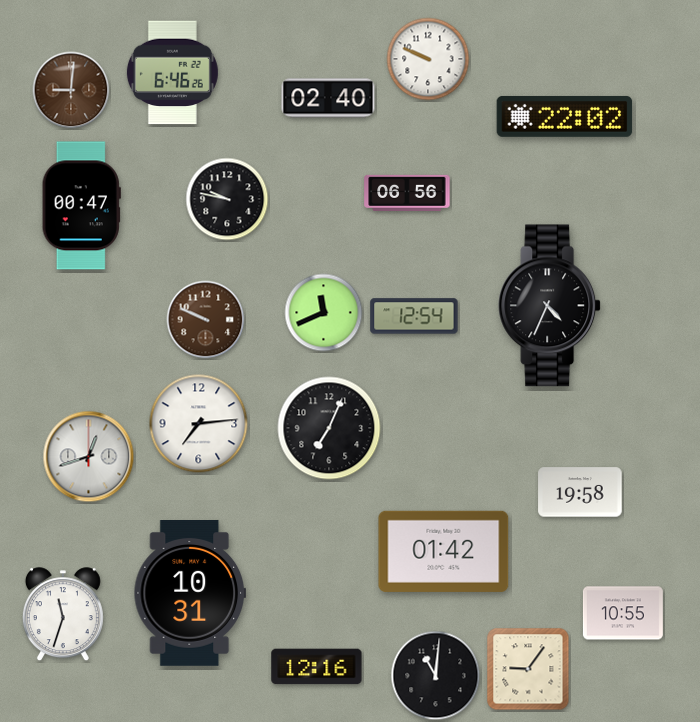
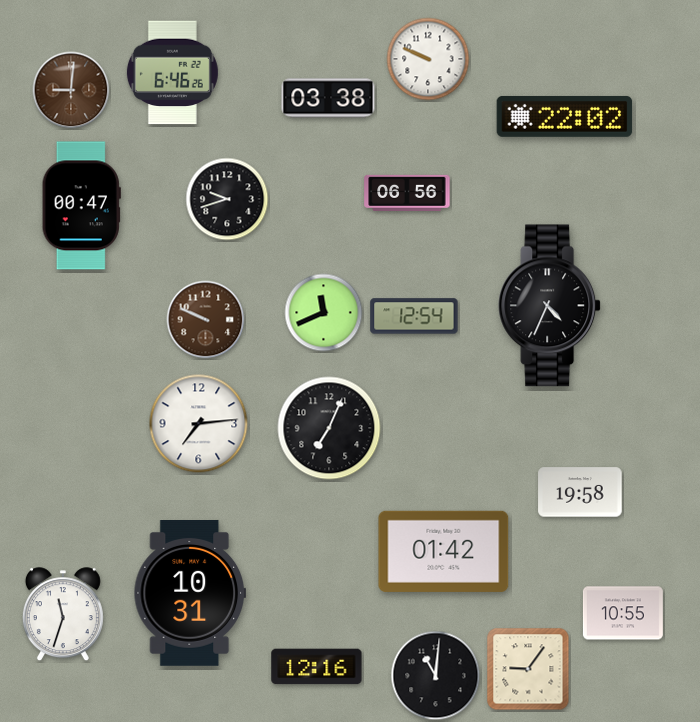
clock at (328, 98): 02:40 -> 03:38
clock at (227, 199): 9:47 -> 9:42
clock at (89, 457): 12:42 -> none
